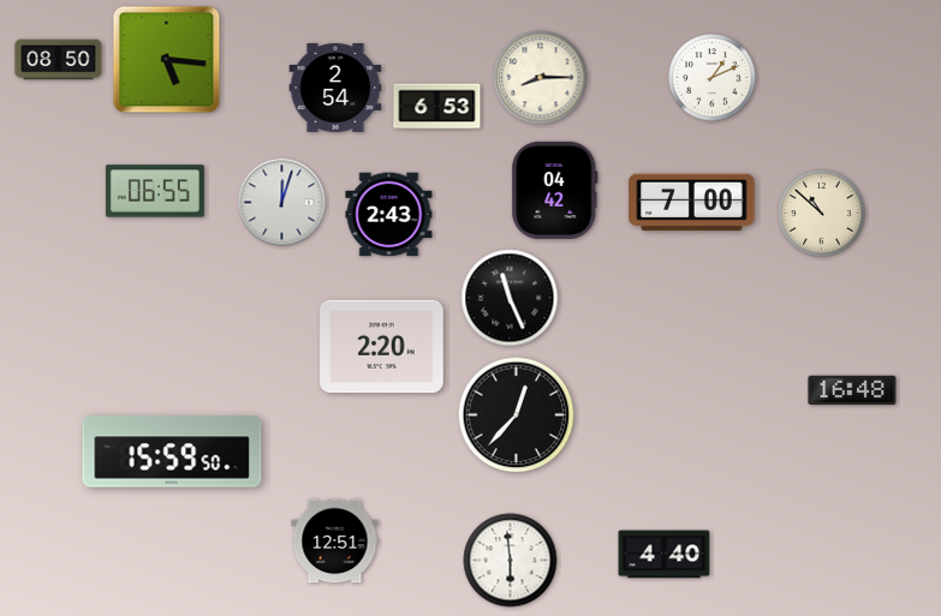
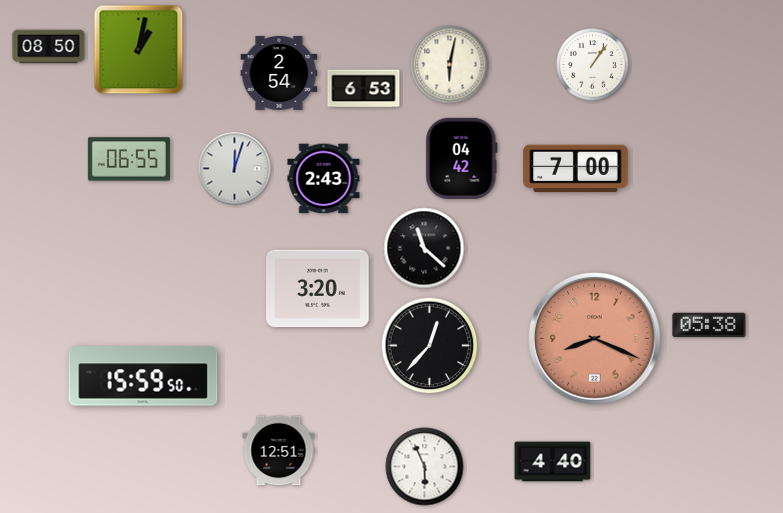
clock at (59, 60) position: (59, 60) -> (49, 47)
clock at (167, 60): 5:16 -> 1:02
clock at (541, 78): 8:15 -> 6:02
clock at (713, 78): 1:11 -> 1:06
clock at (822, 214): 10:52 -> none
clock at (510, 298): 11:26 -> 11:22
clock at (382, 347): 2:20 -> 3:20
clock at (852, 390): 16:48 -> 05:38
clock at (595, 339): none -> 8:19
clock at (511, 561): 5:59 -> 5:56
